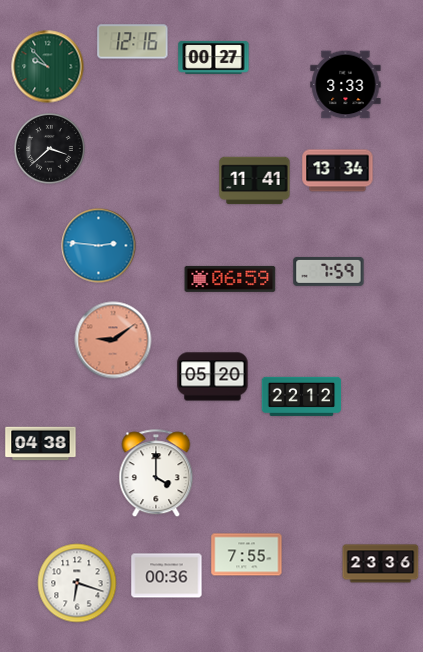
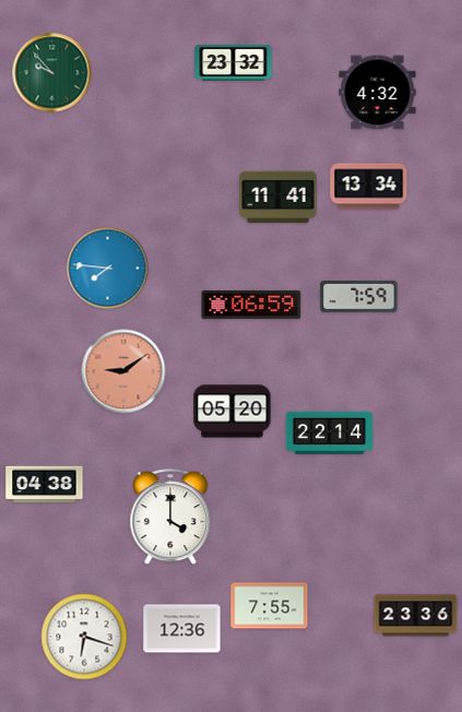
clock at (133, 42): 12:16 -> none
clock at (214, 57): 00:27 -> 23:32
clock at (346, 85): 3:33 -> 4:32
clock at (50, 149): 3:38 -> none
clock at (99, 246): 2:46 -> 7:46
clock at (302, 396): 22:12 -> 22:14
clock at (167, 576): 00:36 -> 12:36
